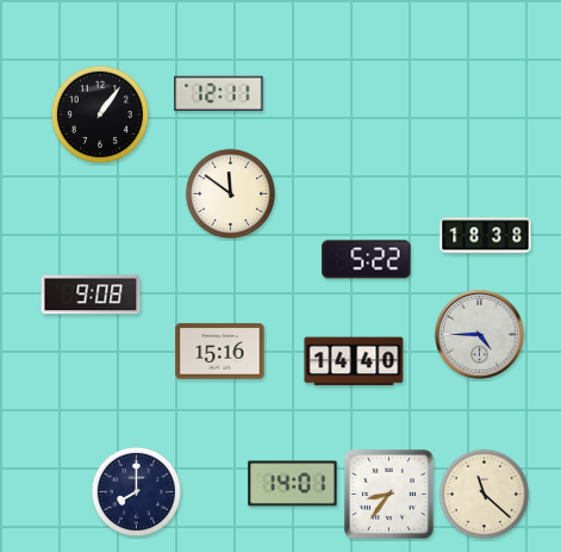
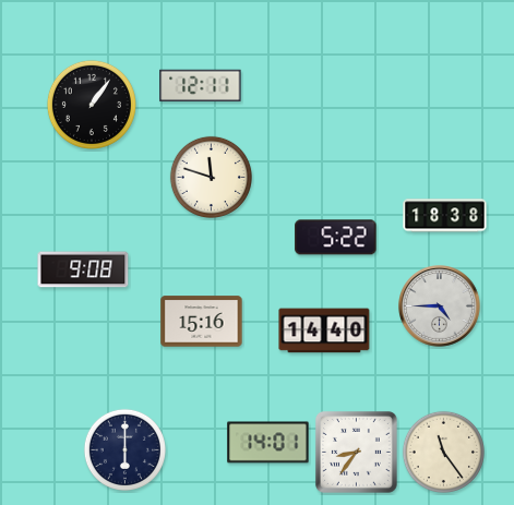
clock at (230, 193): 11:51 -> 11:48
clock at (136, 491): 8:00 -> 6:00
clock at (484, 494): 11:22 -> 11:24
